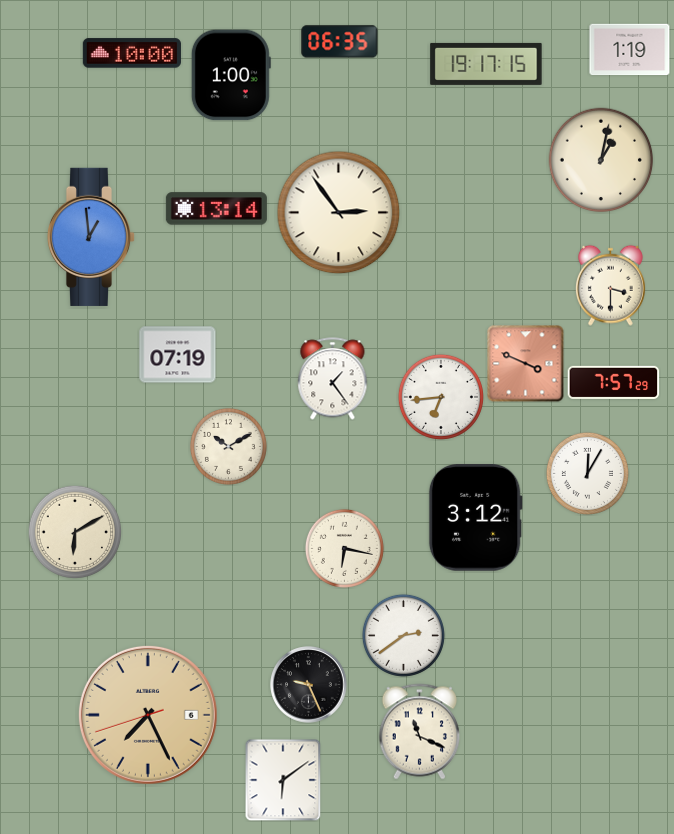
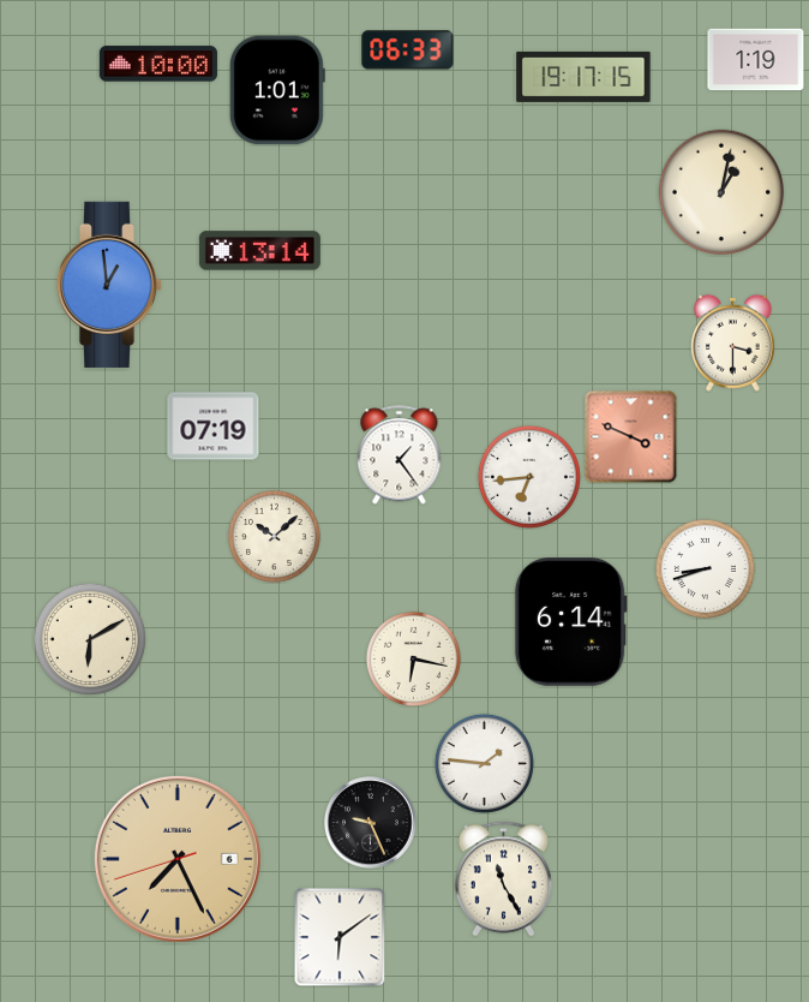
clock at (340, 42): 06:35 -> 06:33
clock at (231, 75): 1:00 -> 1:01
clock at (339, 213): 2:54 -> none
clock at (614, 382): 7:57 -> none
clock at (228, 446): 10:10 -> 10:08
clock at (587, 473): 12:05 -> 8:42
clock at (475, 518): 3:12 -> 6:14
clock at (403, 635): 2:39 -> 1:46
clock at (419, 732): 11:19 -> 11:25
